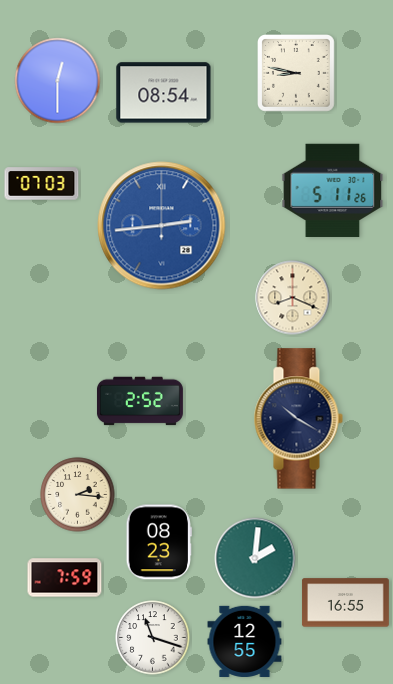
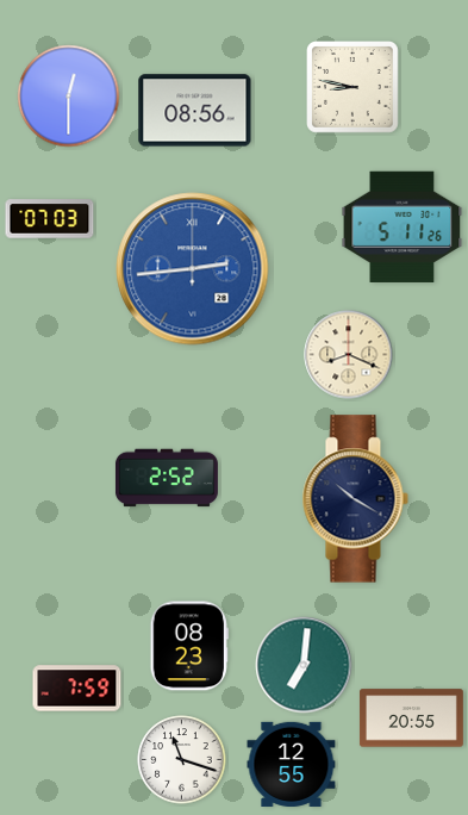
clock at (164, 93): 08:54 -> 08:56
clock at (333, 190) position: (333, 190) -> (403, 226)
clock at (78, 495): 2:16 -> none
clock at (255, 558): 2:01 -> 7:01
clock at (345, 603): 16:55 -> 20:55
